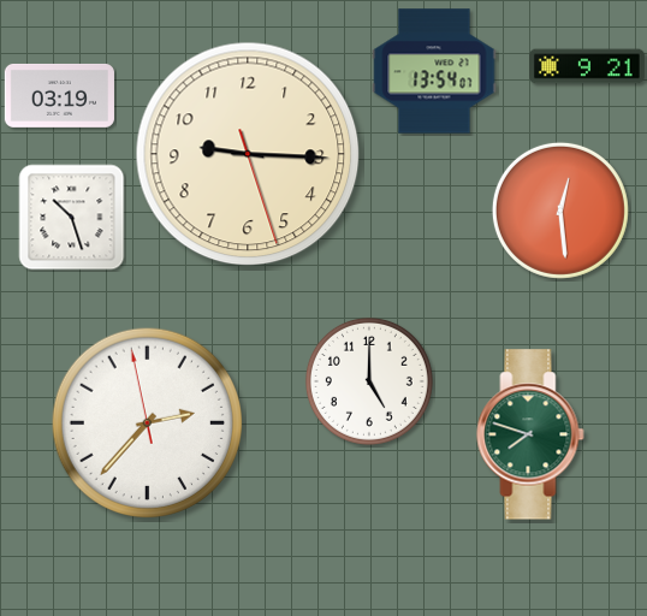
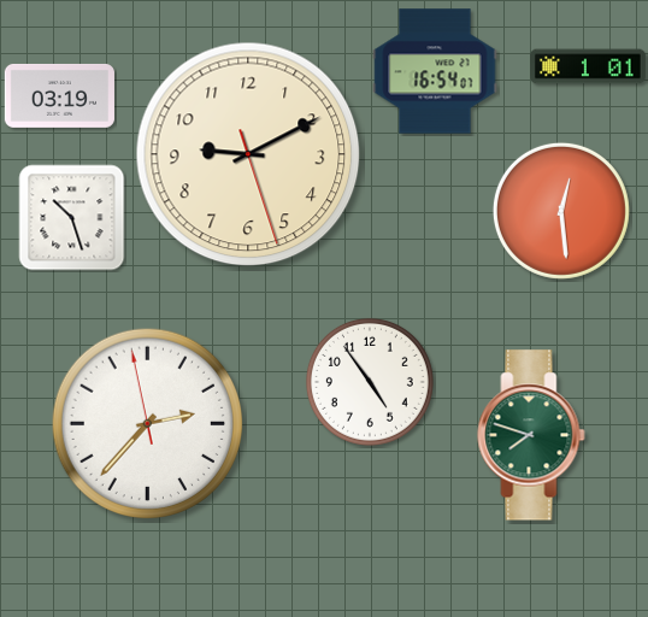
clock at (588, 66): 9:21 -> 1:01
clock at (434, 71): 13:54 -> 16:54
clock at (248, 154): 9:15 -> 9:10
clock at (369, 381): 5:00 -> 4:54
